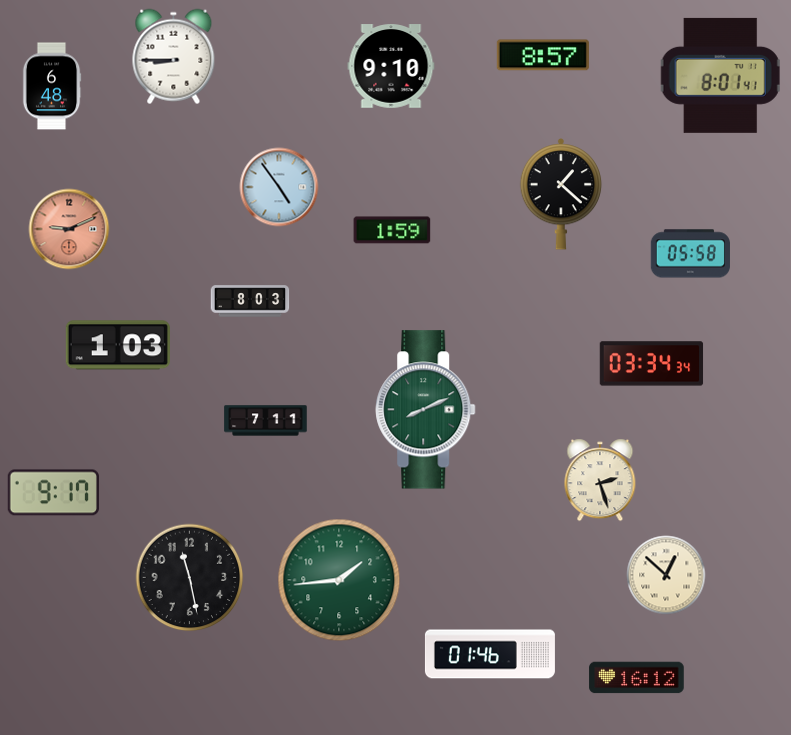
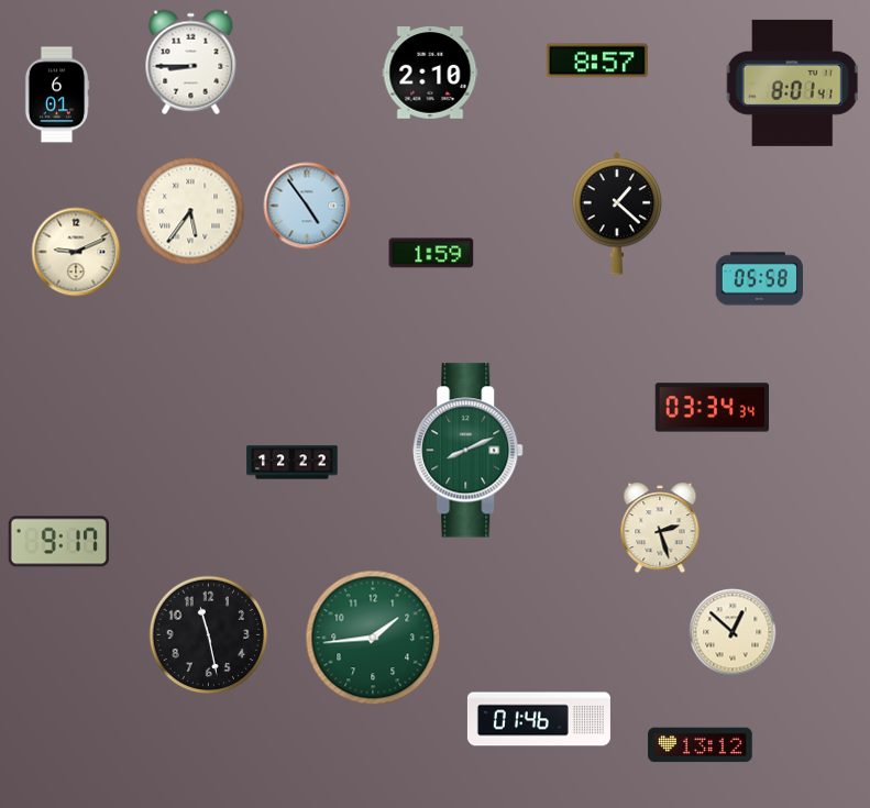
clock at (391, 66): 9:10 -> 2:10
clock at (52, 86): 6:48 -> 6:01
clock at (190, 211): none -> 5:36
clock at (69, 229) dial: salmon -> cream
clock at (250, 301): 8:03 -> none
clock at (118, 345): 1:03 -> none
clock at (652, 364) position: (652, 364) -> (713, 408)
clock at (266, 421): 7:11 -> 12:22
clock at (637, 678): 16:12 -> 13:12
